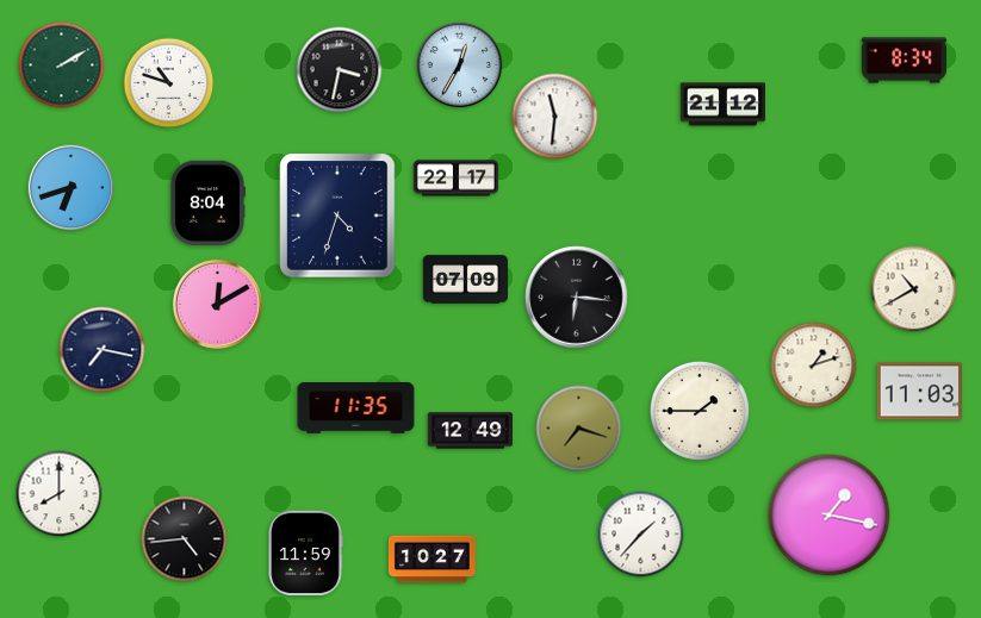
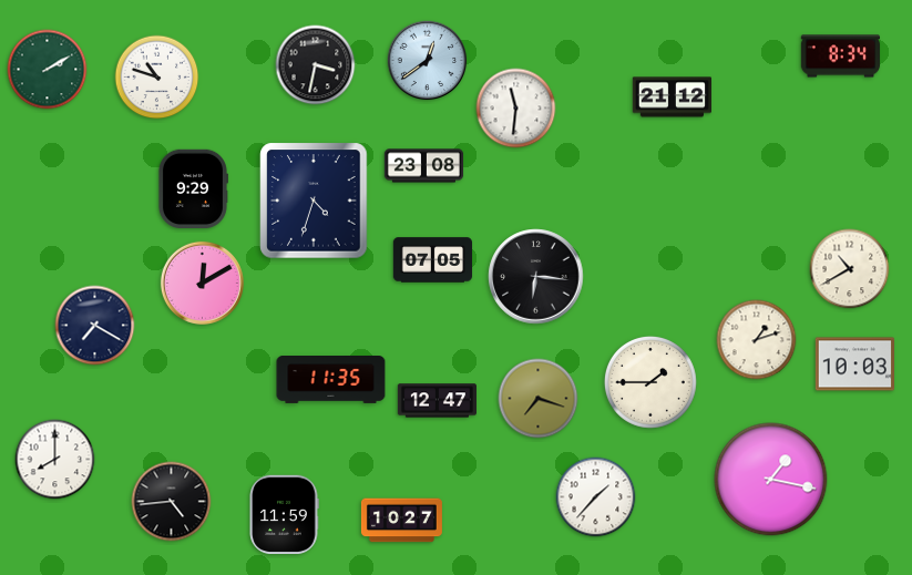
clock at (62, 65) position: (62, 65) -> (48, 70)
clock at (460, 65): 12:35 -> 12:39
clock at (457, 179): 22:17 -> 23:08
clock at (72, 188): 6:42 -> none
clock at (207, 202): 8:04 -> 9:29
clock at (466, 280): 07:09 -> 07:05
clock at (103, 350): 7:17 -> 7:20
clock at (919, 392): 11:03 -> 10:03
clock at (470, 431): 12:49 -> 12:47
